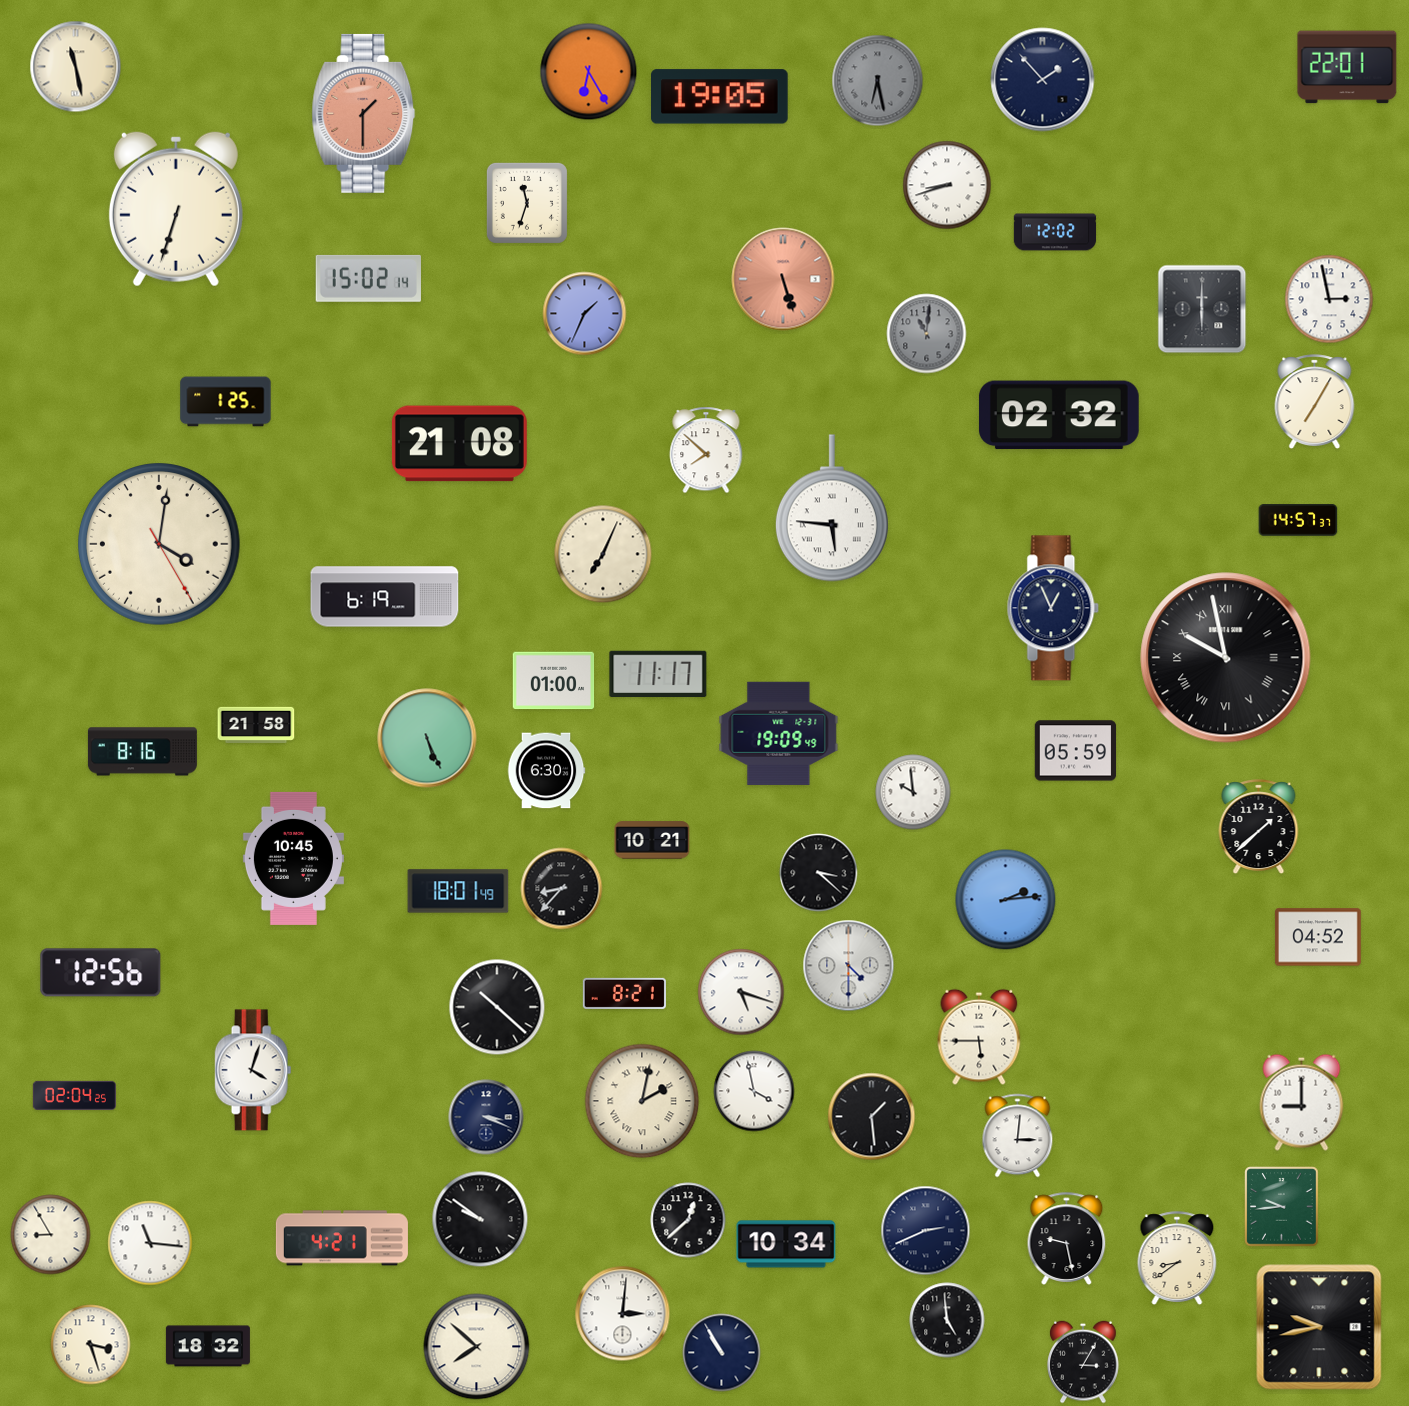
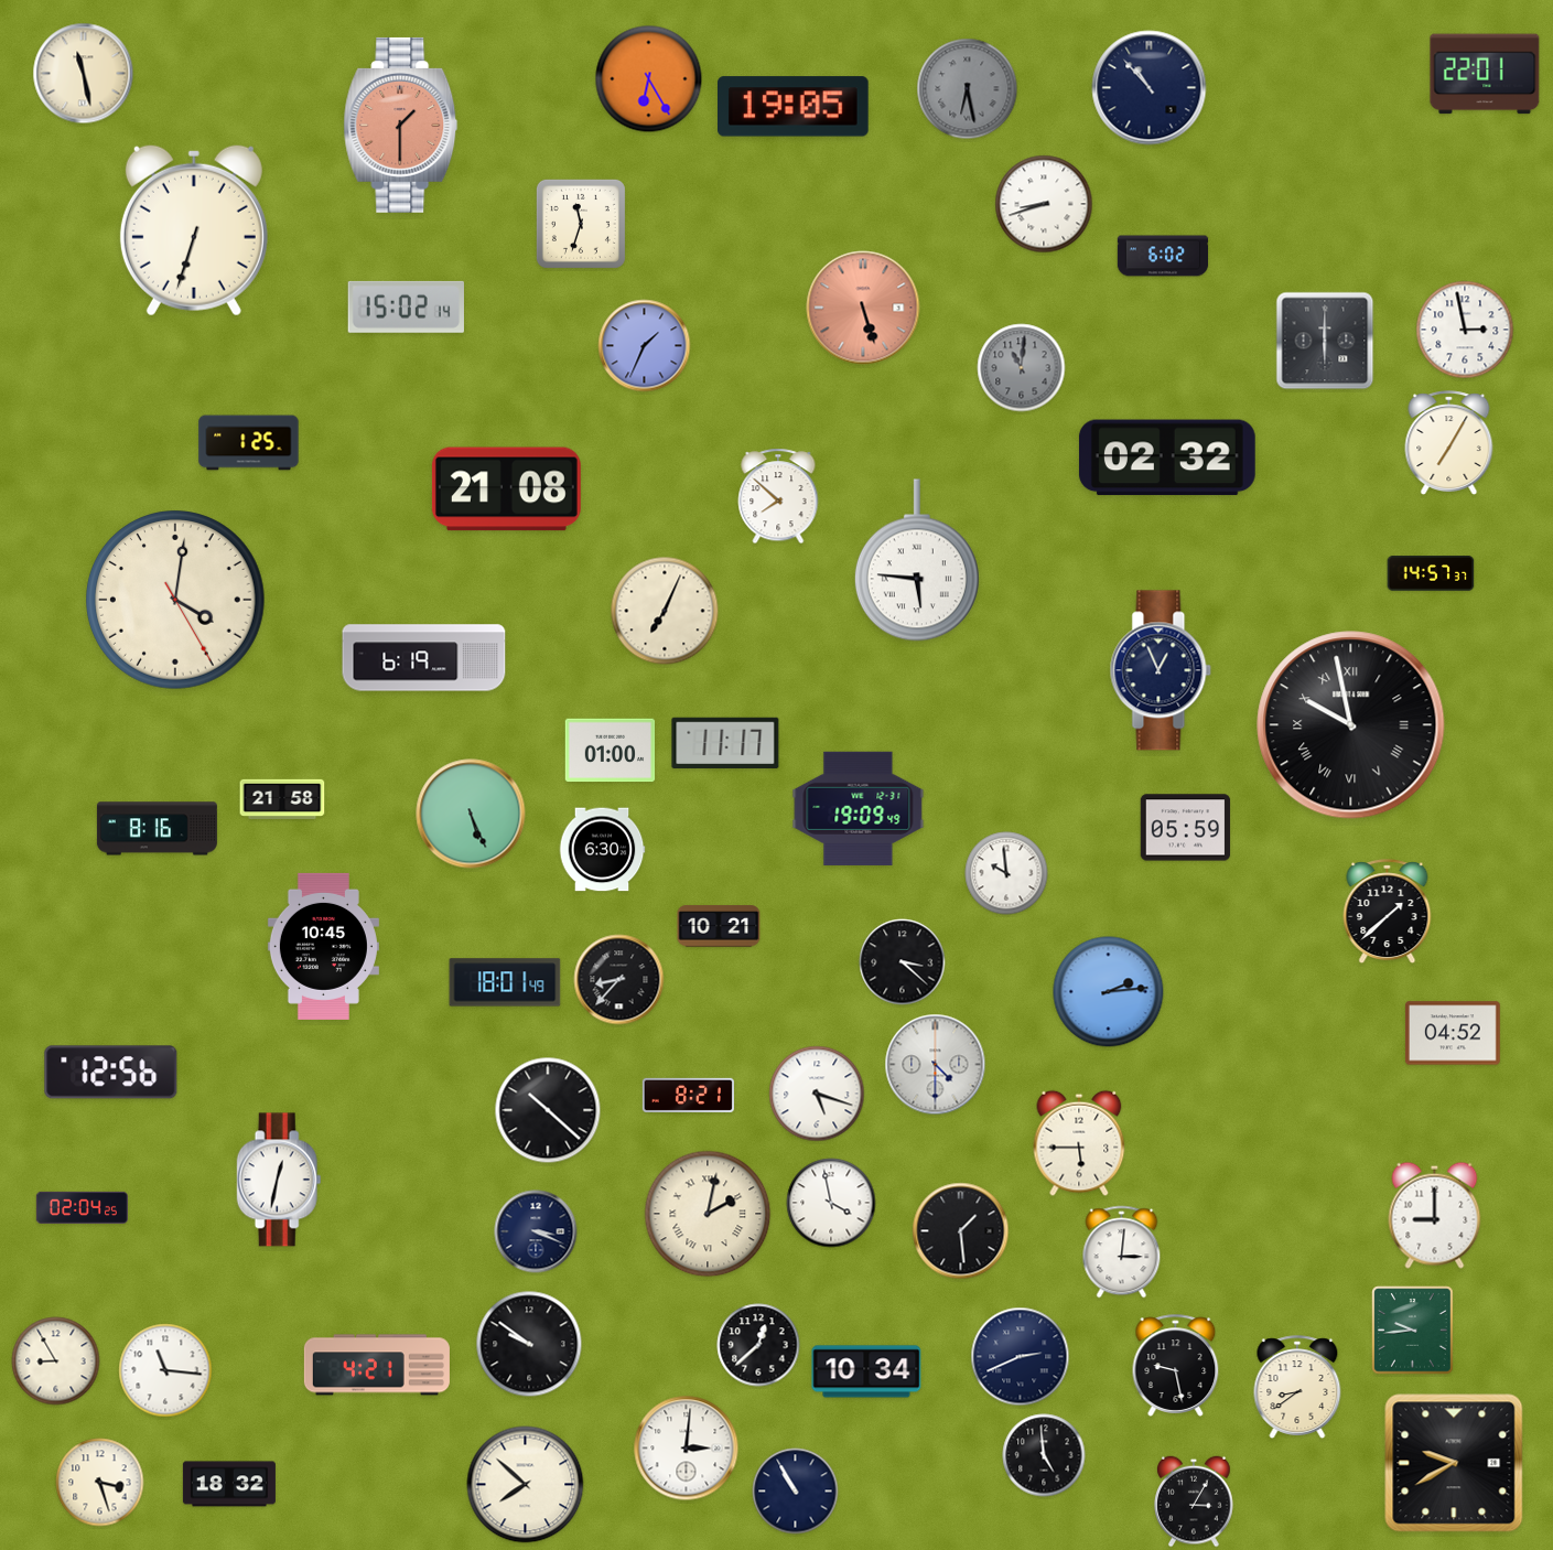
clock at (1043, 80): 1:53 -> 10:53
clock at (1055, 232): 12:02 -> 6:02
clock at (253, 1070): 4:03 -> 12:32
clock at (1319, 1327): 9:43 -> 9:40
